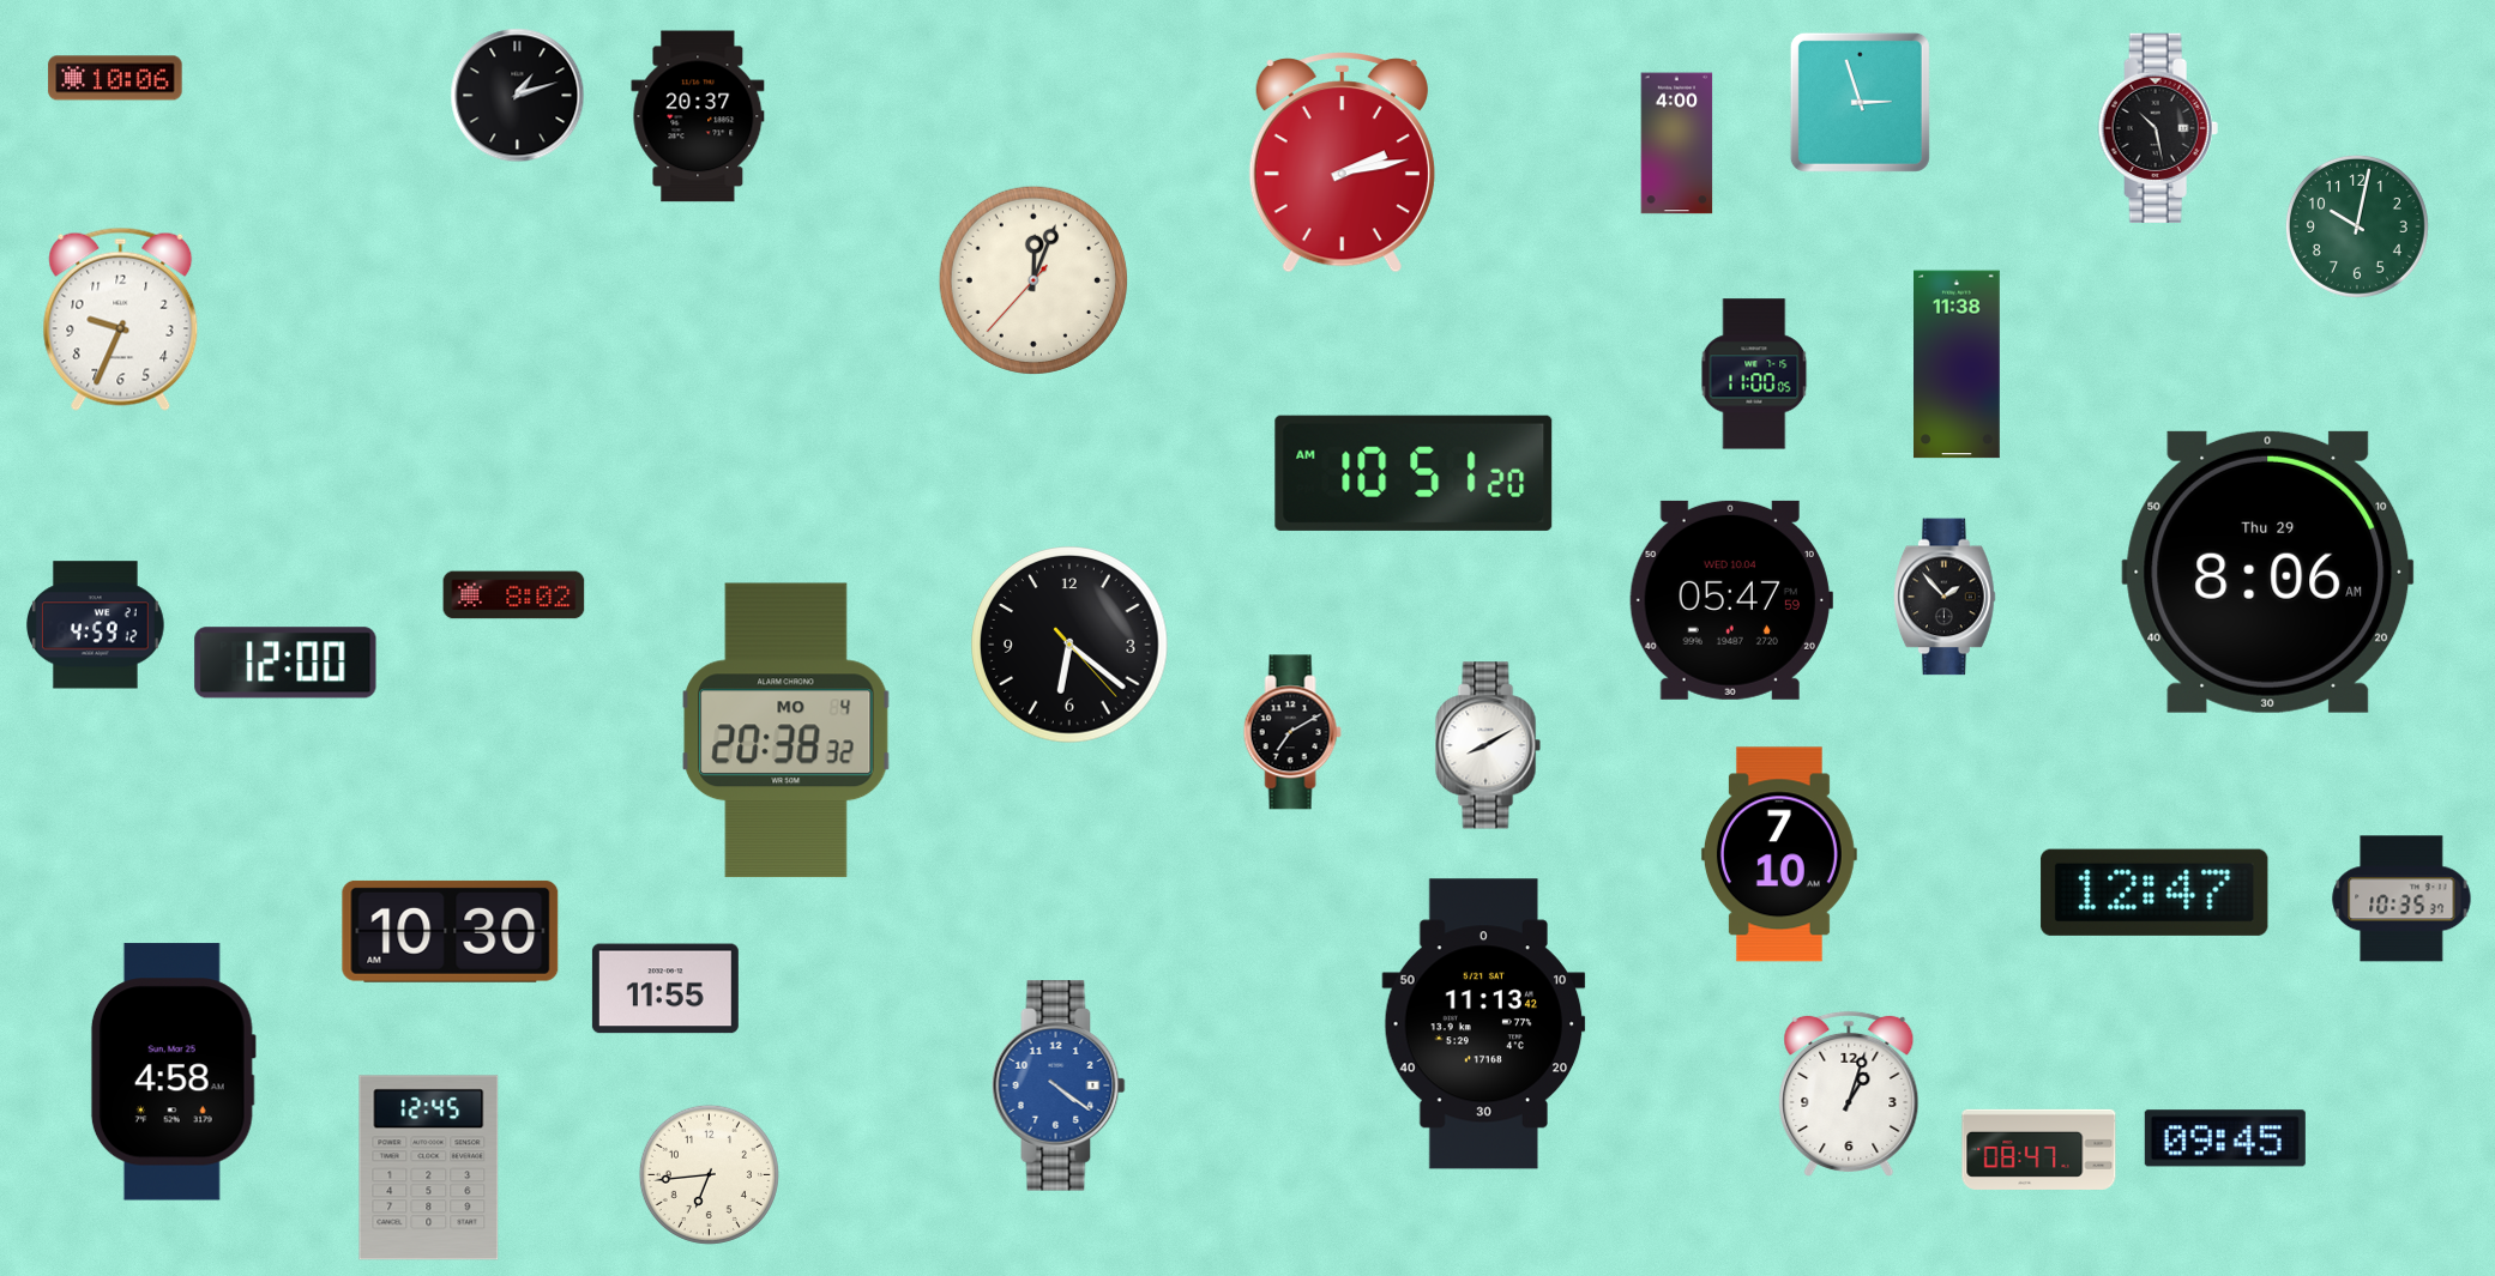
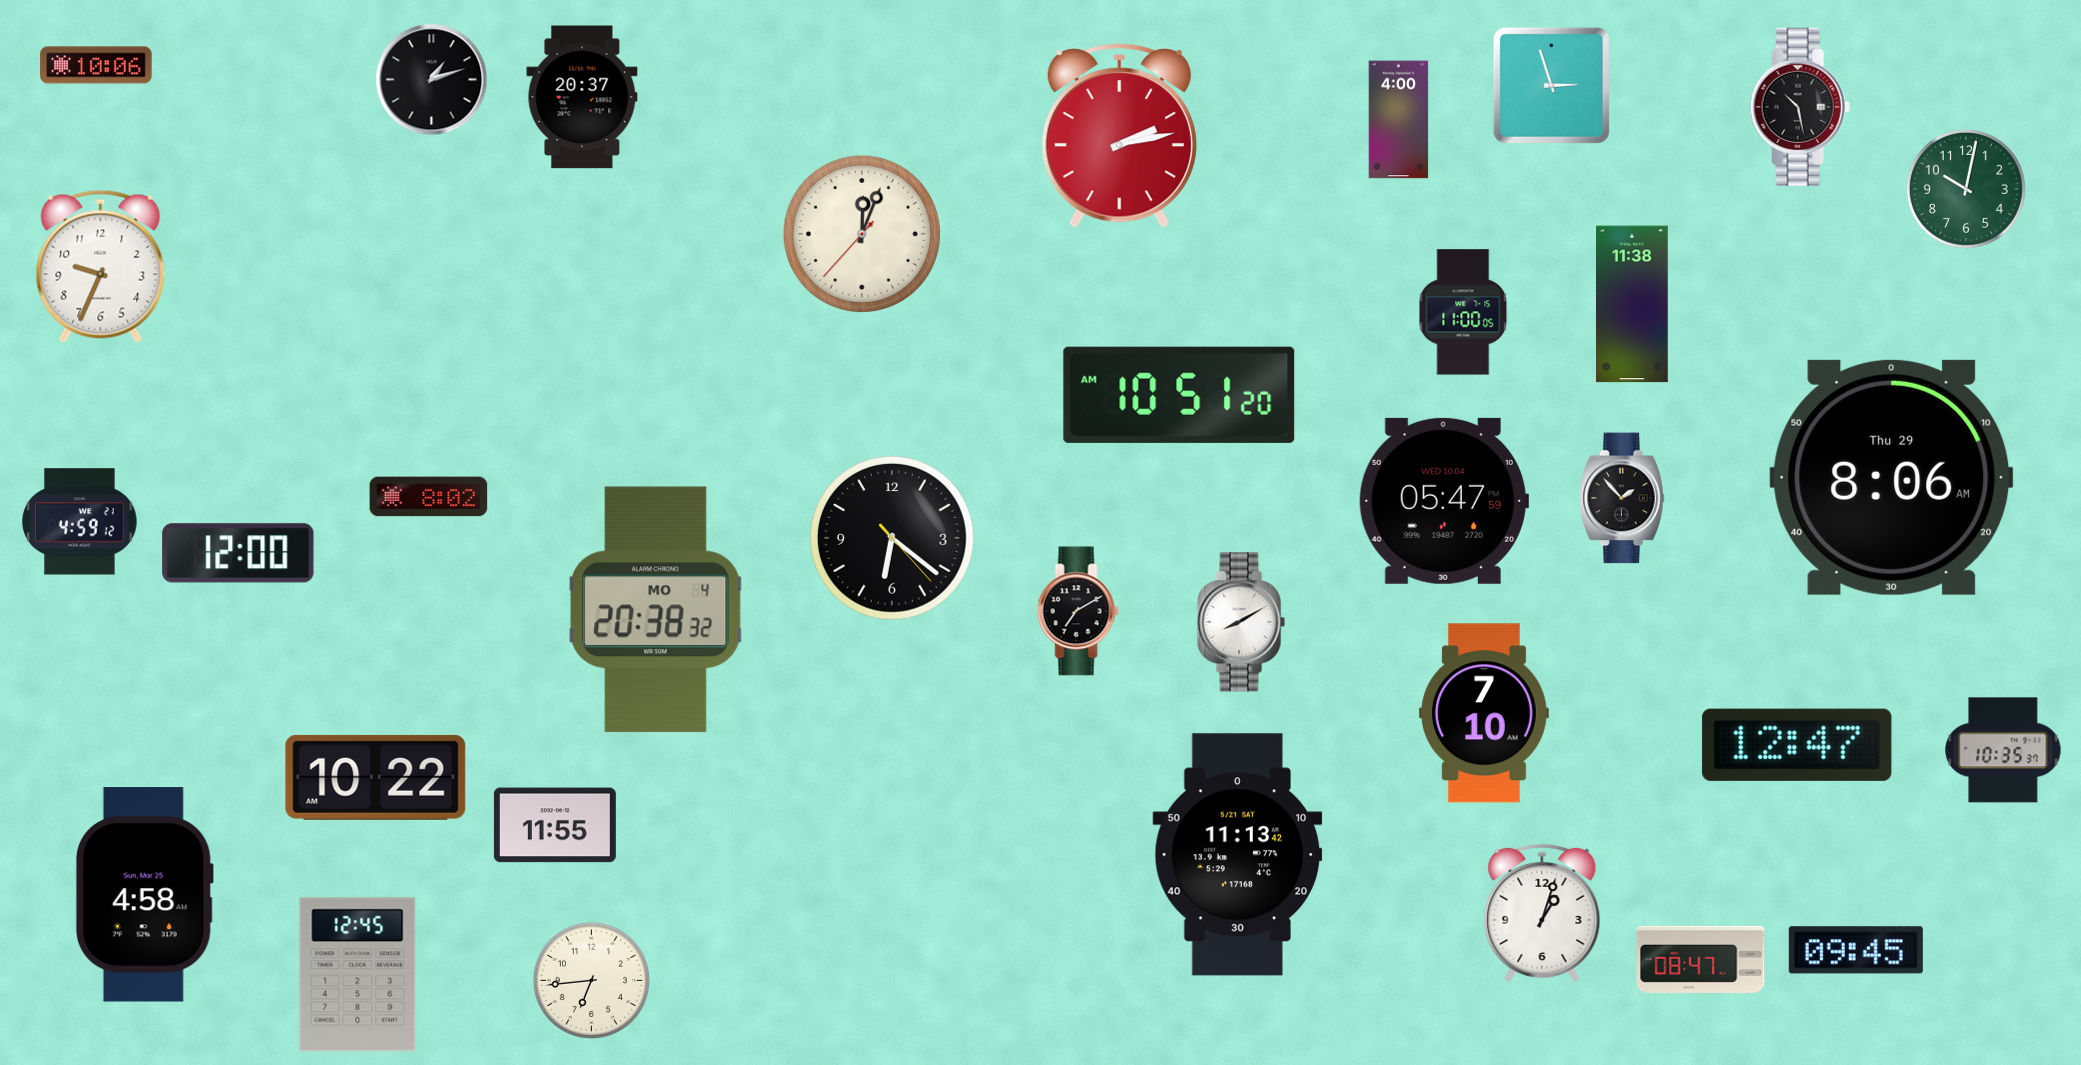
clock at (451, 931): 10:30 -> 10:22
clock at (1059, 1085): 4:21 -> none
